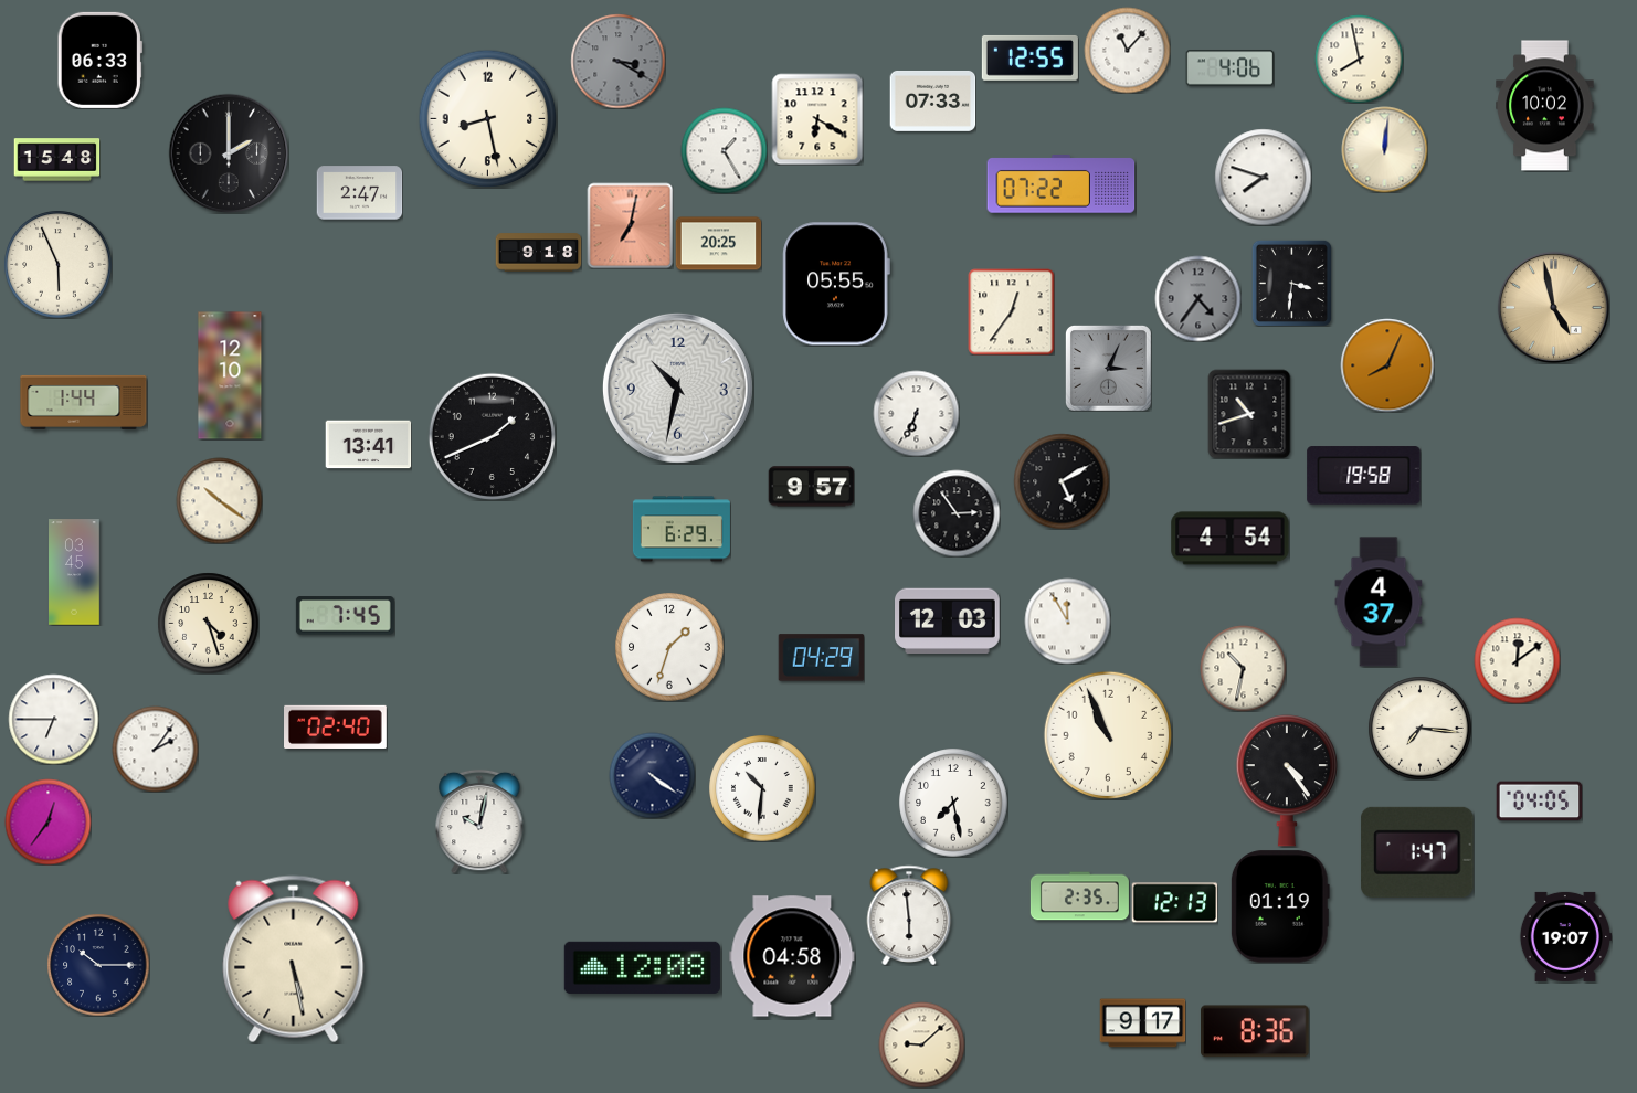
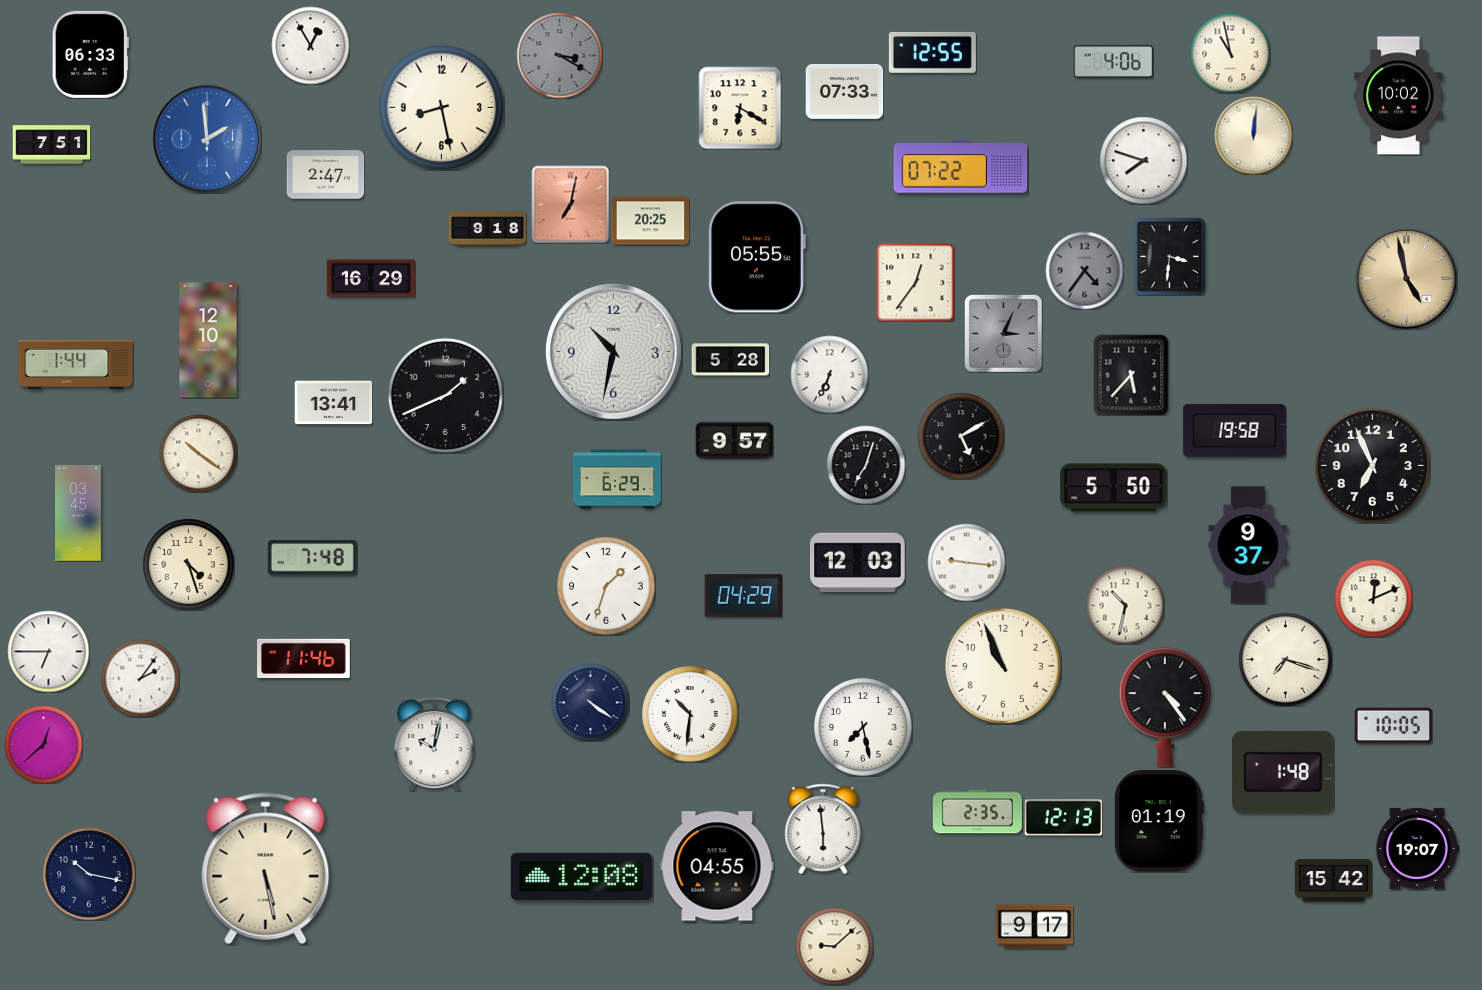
clock at (310, 45): none -> 12:55
clock at (1127, 50): 11:07 -> none
clock at (1359, 59): 7:58 -> 10:58
clock at (724, 150): 1:25 -> none
clock at (229, 153): 2:00 -> 1:59
clock at (229, 153) dial: black -> blue
clock at (56, 160): 15:48 -> 7:51
clock at (59, 265): 5:56 -> none
clock at (371, 278): none -> 16:29
clock at (1387, 365): 8:04 -> none
clock at (730, 360): none -> 5:28
clock at (1249, 414): 10:42 -> 5:37
clock at (957, 513): 2:54 -> 7:03
clock at (1372, 465): none -> 6:56
clock at (1231, 539): 4:54 -> 5:50
clock at (74, 572) position: (74, 572) -> (78, 513)
clock at (1379, 602): 4:37 -> 9:37
clock at (345, 616): 7:45 -> 7:48
clock at (1067, 620): 11:55 -> 9:16
clock at (1517, 660): 12:09 -> 12:11
clock at (336, 726): 02:40 -> 11:46
clock at (1419, 728): 7:16 -> 7:18
clock at (1539, 802): 04:05 -> 10:05
clock at (47, 821): 12:36 -> 12:38
clock at (1417, 852): 1:47 -> 1:48
clock at (792, 956): 04:58 -> 04:55
clock at (98, 965): 10:15 -> 10:17
clock at (1333, 881): none -> 15:42
clock at (1256, 1031): 8:36 -> none
